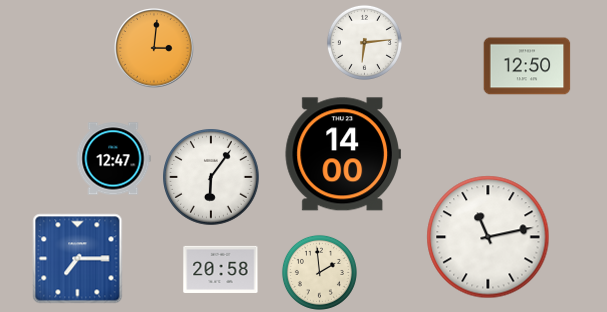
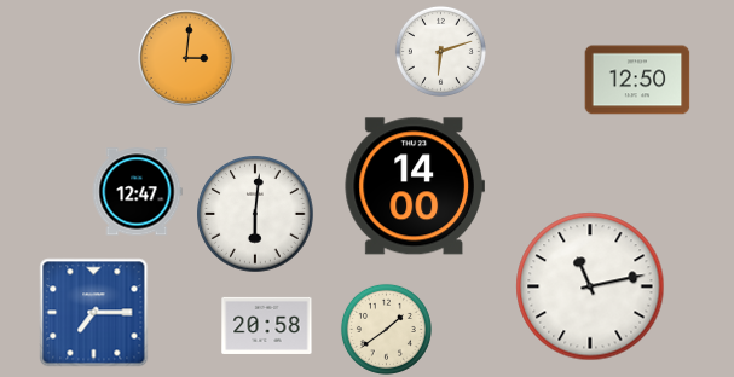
clock at (364, 42): 6:14 -> 6:12
clock at (211, 177): 6:06 -> 6:01
clock at (319, 272): 1:59 -> 1:39
